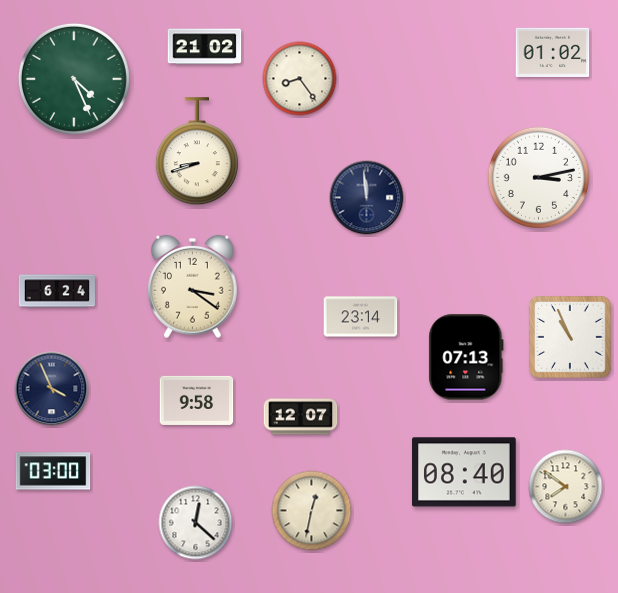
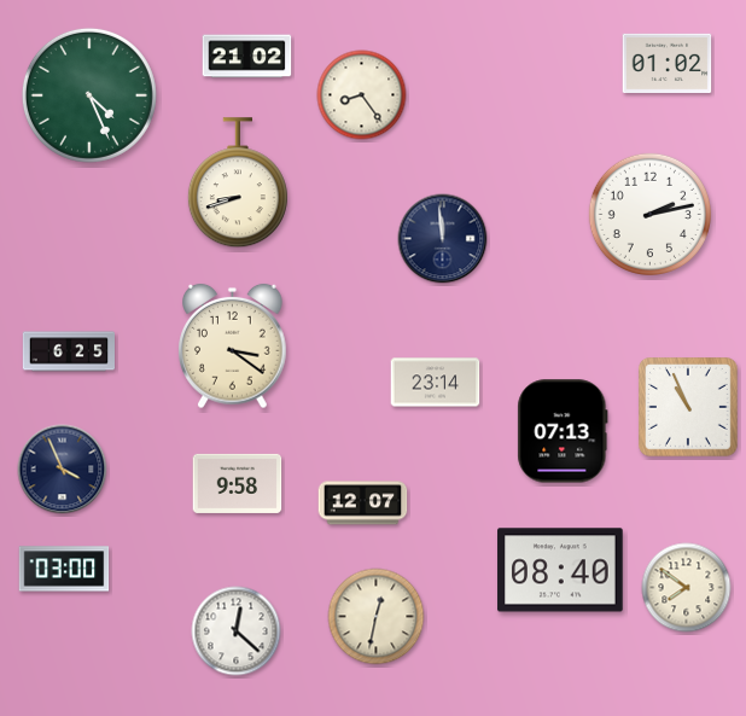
clock at (538, 177): 3:13 -> 2:13
clock at (56, 291): 6:24 -> 6:25
clock at (566, 487) position: (566, 487) -> (687, 588)
